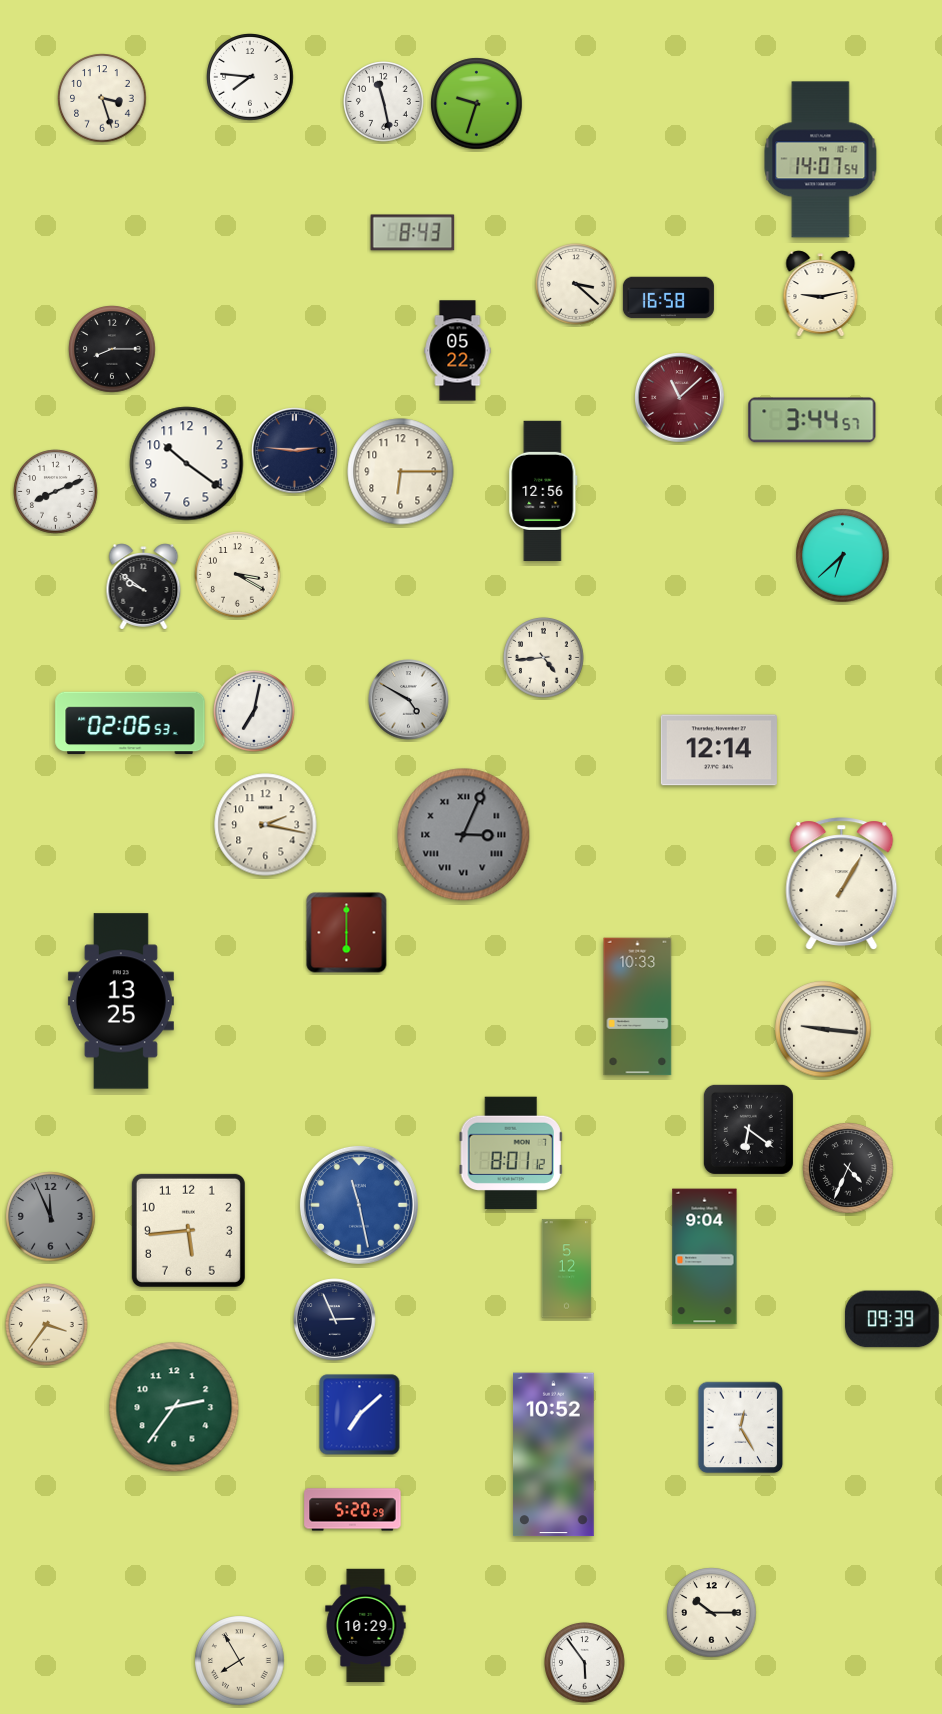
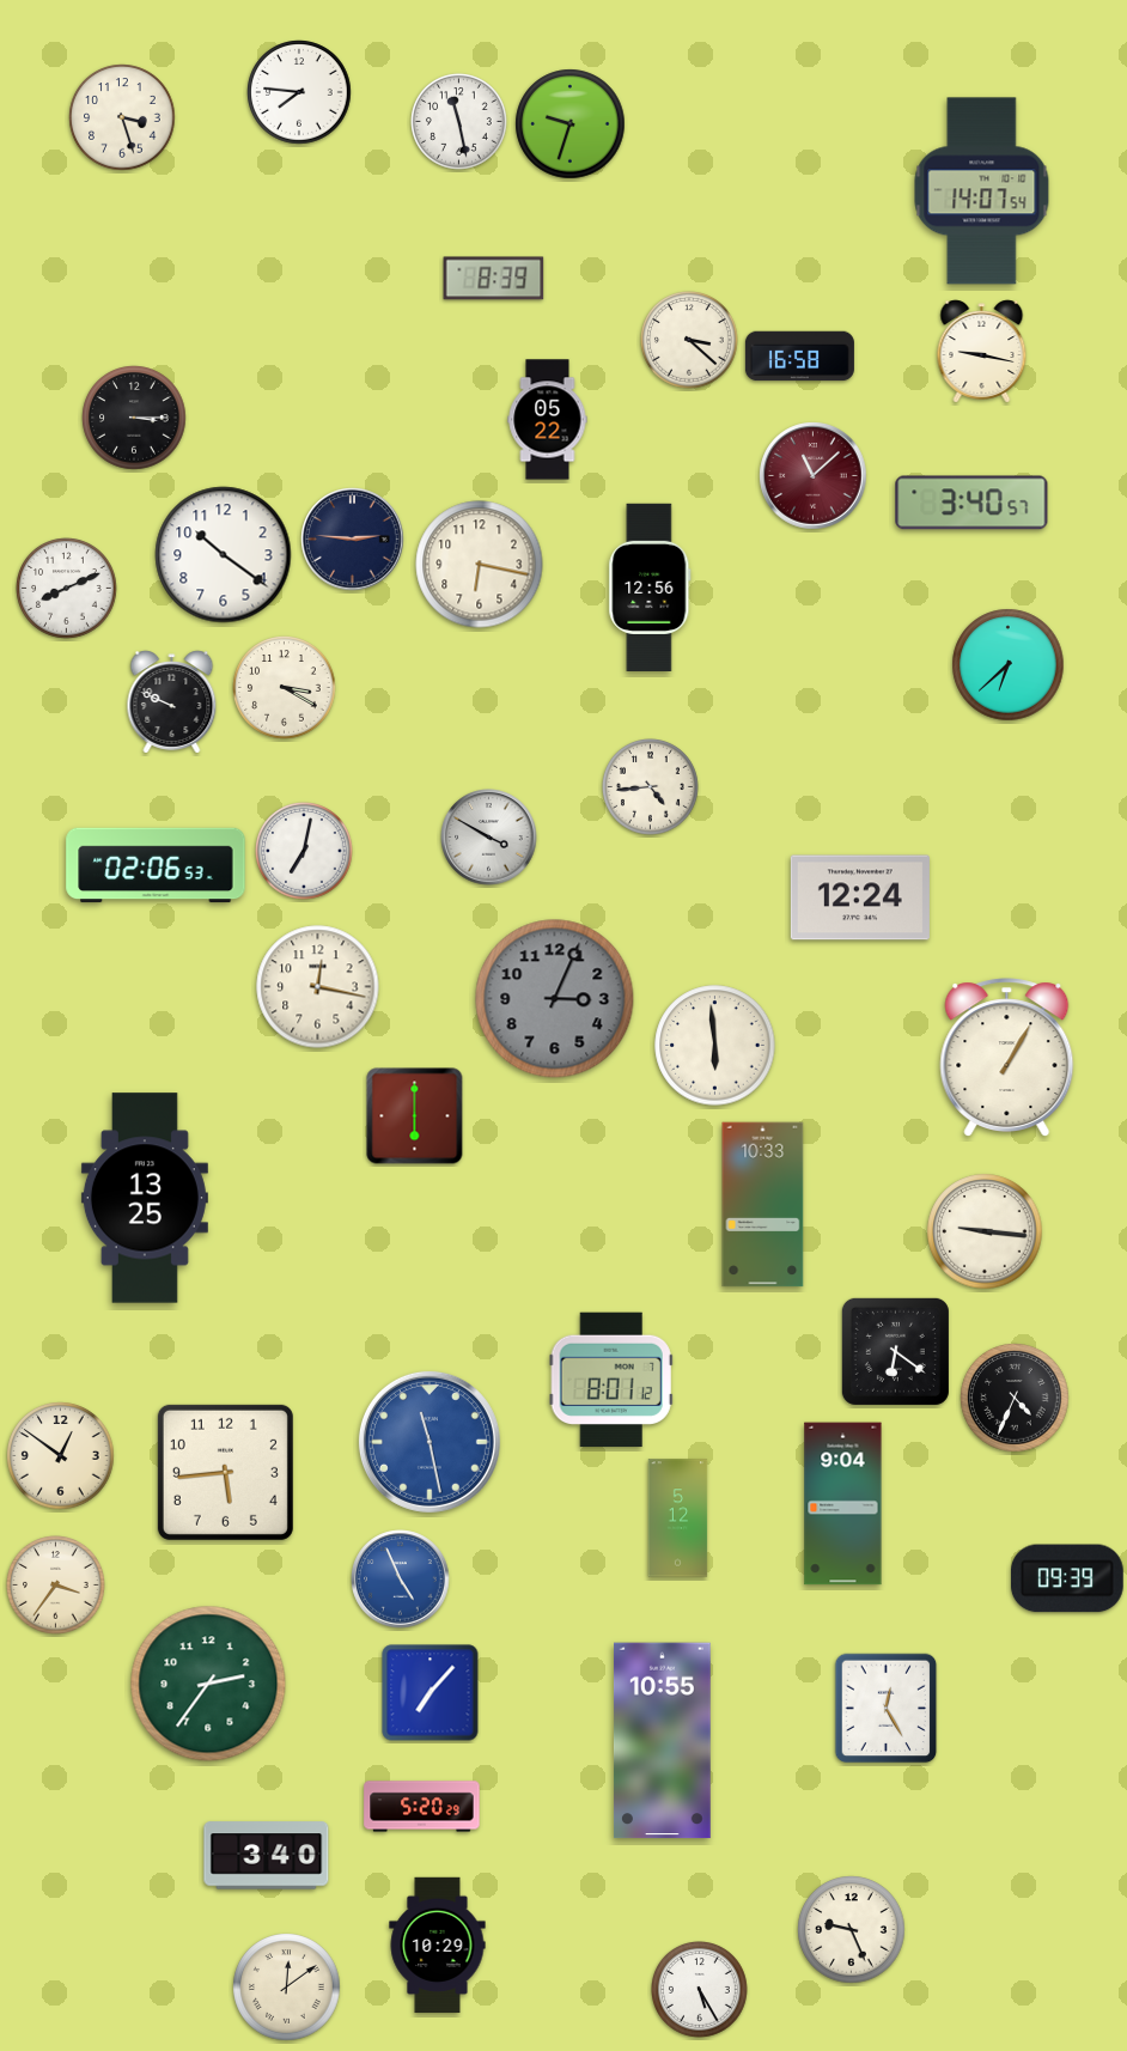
clock at (413, 233): 8:43 -> 8:39
clock at (821, 294): 9:13 -> 9:17
clock at (112, 349): 8:15 -> 3:15
clock at (812, 420): 3:44 -> 3:40
clock at (401, 472): 6:15 -> 6:17
clock at (144, 587): 9:51 -> 9:49
clock at (409, 700): 4:50 -> 3:50
clock at (719, 750): 12:14 -> 12:24
clock at (266, 825): 2:17 -> 12:17
clock at (464, 835) numerals: Roman -> Arabic
clock at (715, 1046): none -> 5:59
clock at (51, 1217): 11:56 -> 12:51
clock at (51, 1217) dial: grey -> cream
clock at (335, 1320): 2:56 -> 4:56
clock at (335, 1320) dial: navy -> blue
clock at (360, 1415): 7:08 -> 7:07
clock at (554, 1455): 10:52 -> 10:55
clock at (267, 1856): none -> 3:40
clock at (712, 1613): 10:15 -> 9:26
clock at (240, 1661): 7:55 -> 12:09
clock at (585, 1663): 5:54 -> 5:25
